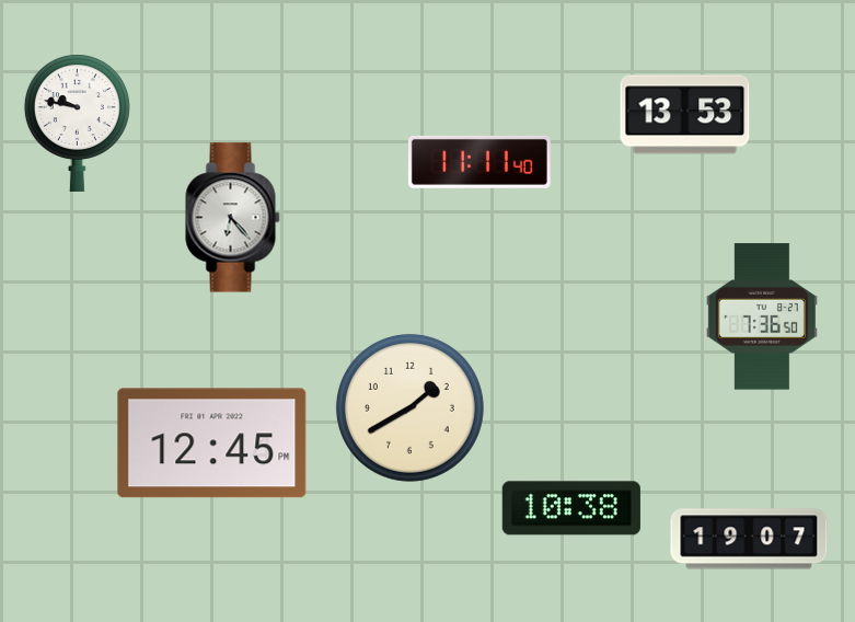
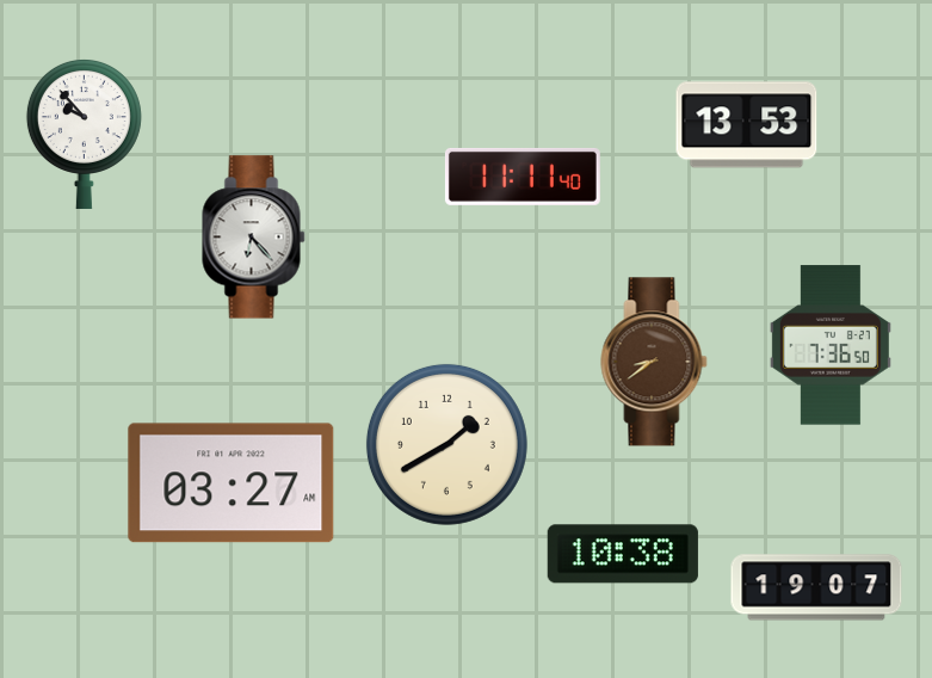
clock at (77, 123): 9:47 -> 9:53
clock at (654, 362): none -> 8:39
clock at (212, 444): 12:45 -> 03:27
